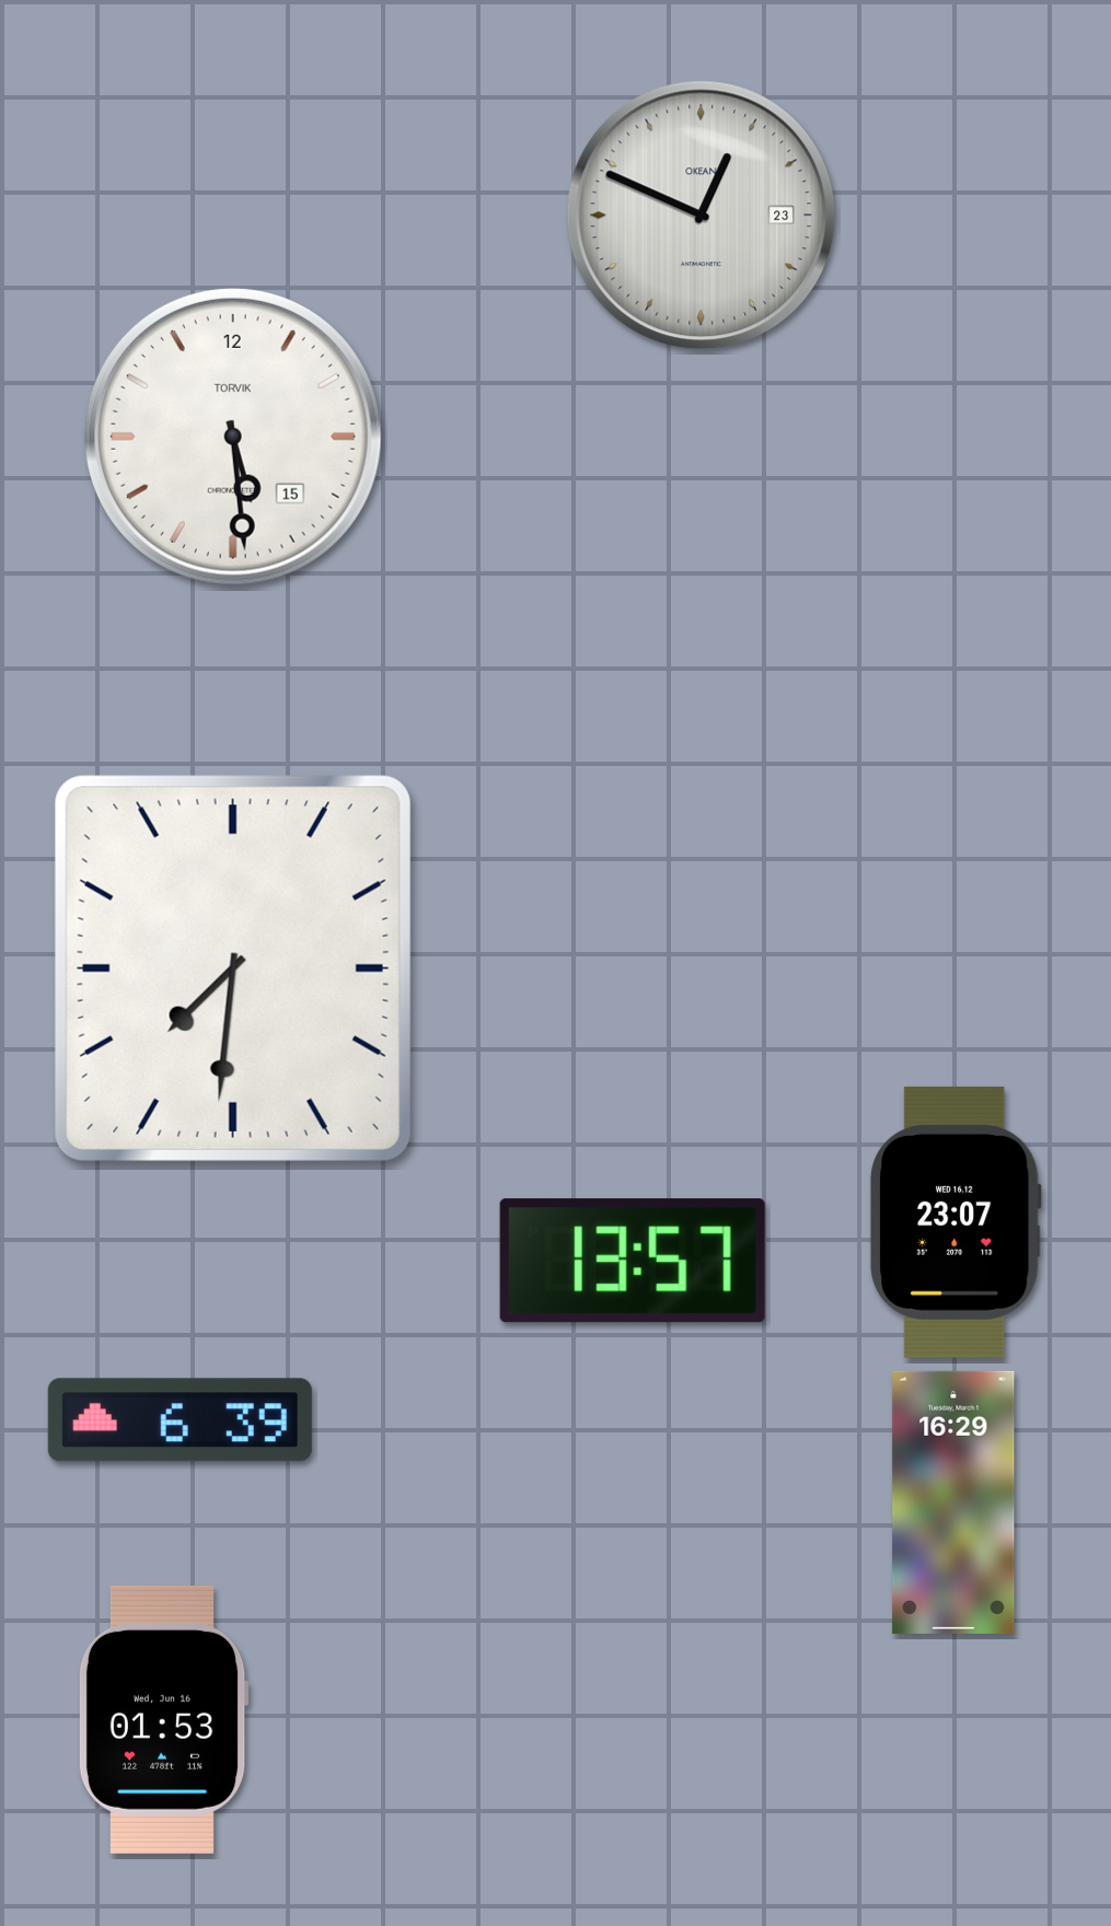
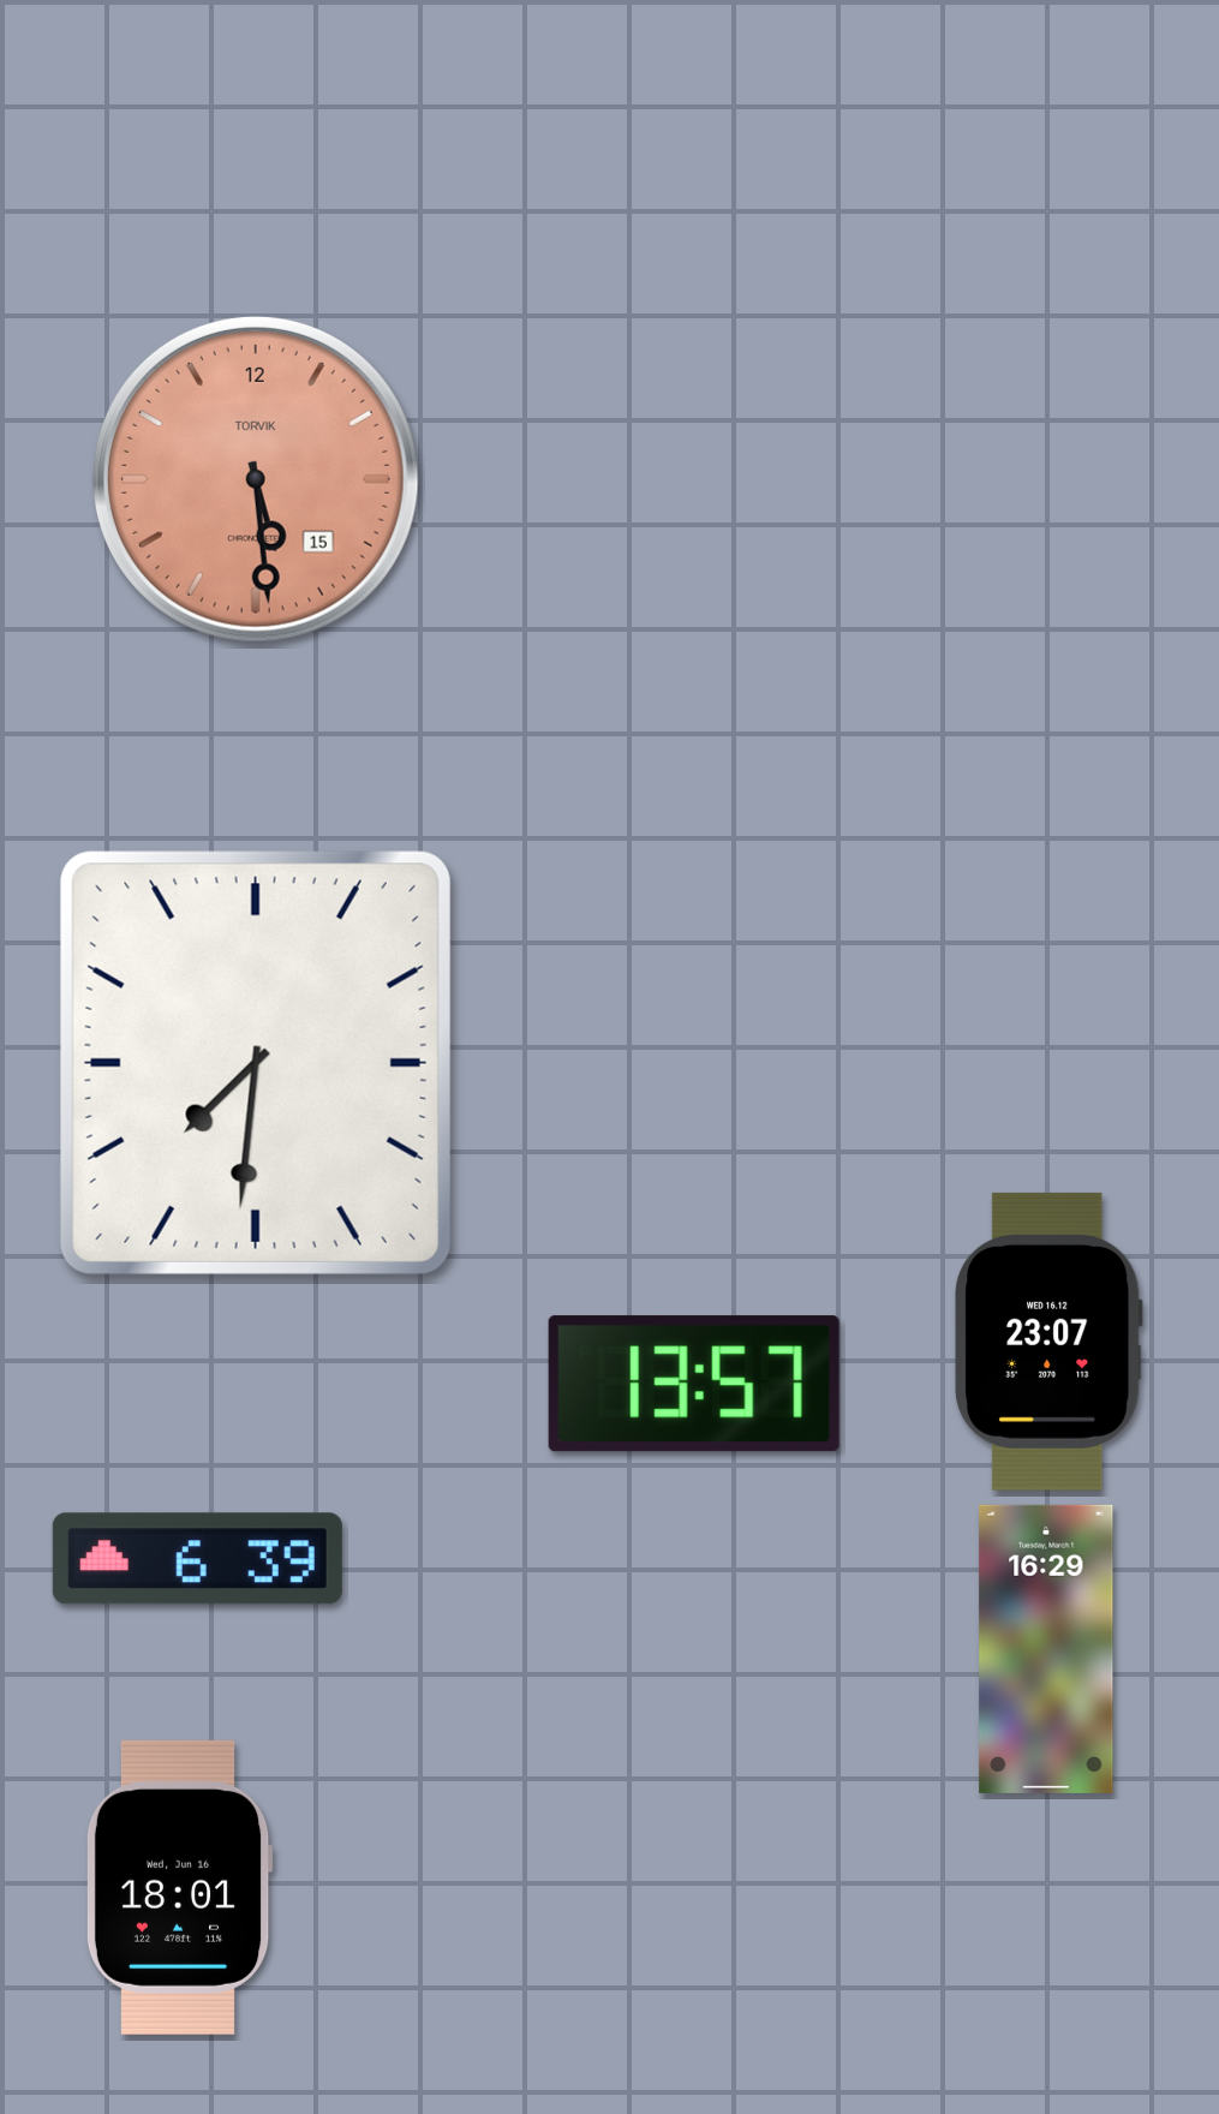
clock at (702, 216): 12:49 -> none
clock at (233, 437) dial: white -> salmon
clock at (163, 1719): 01:53 -> 18:01
